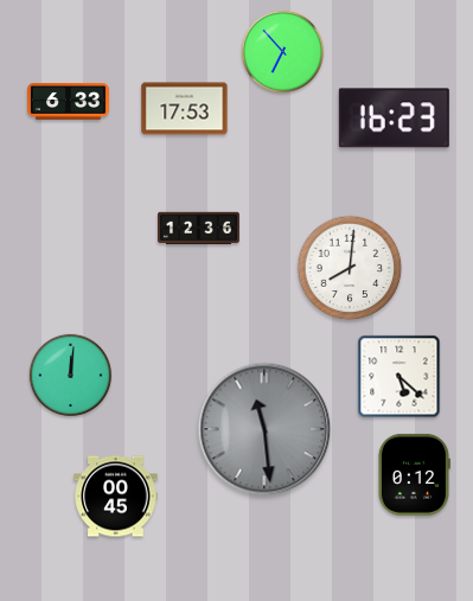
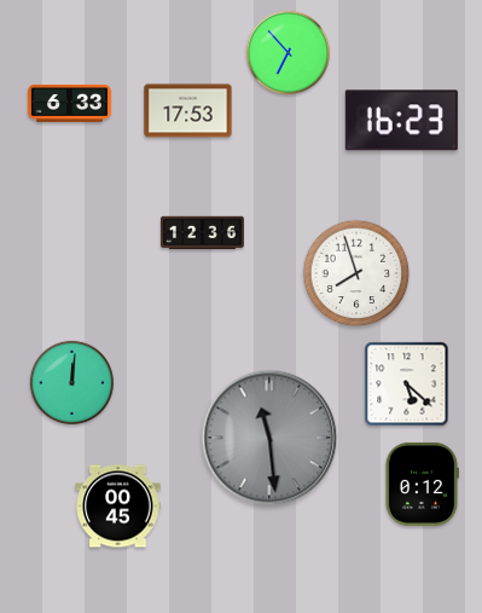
clock at (350, 268): 8:01 -> 7:57
